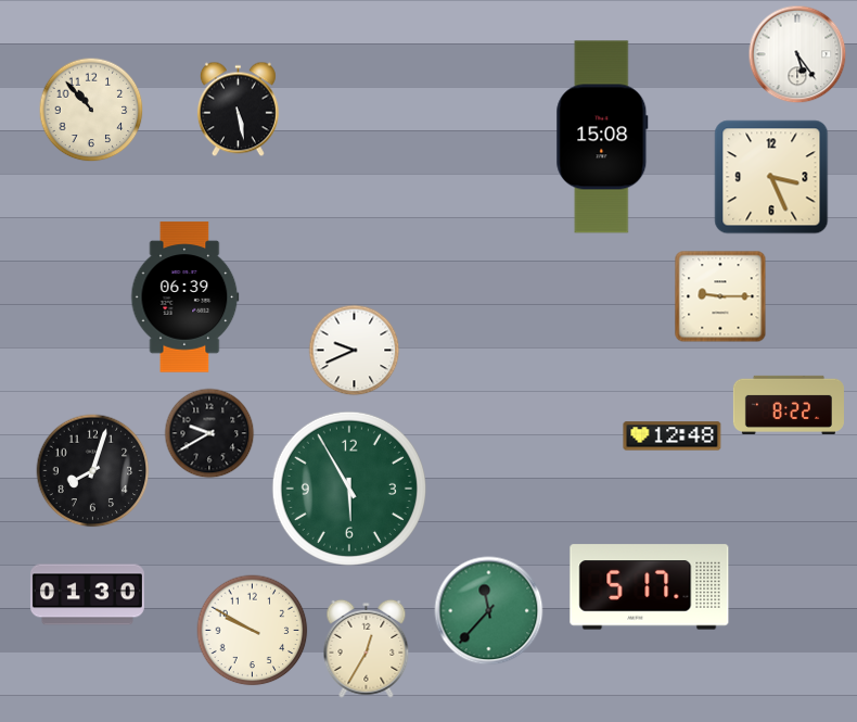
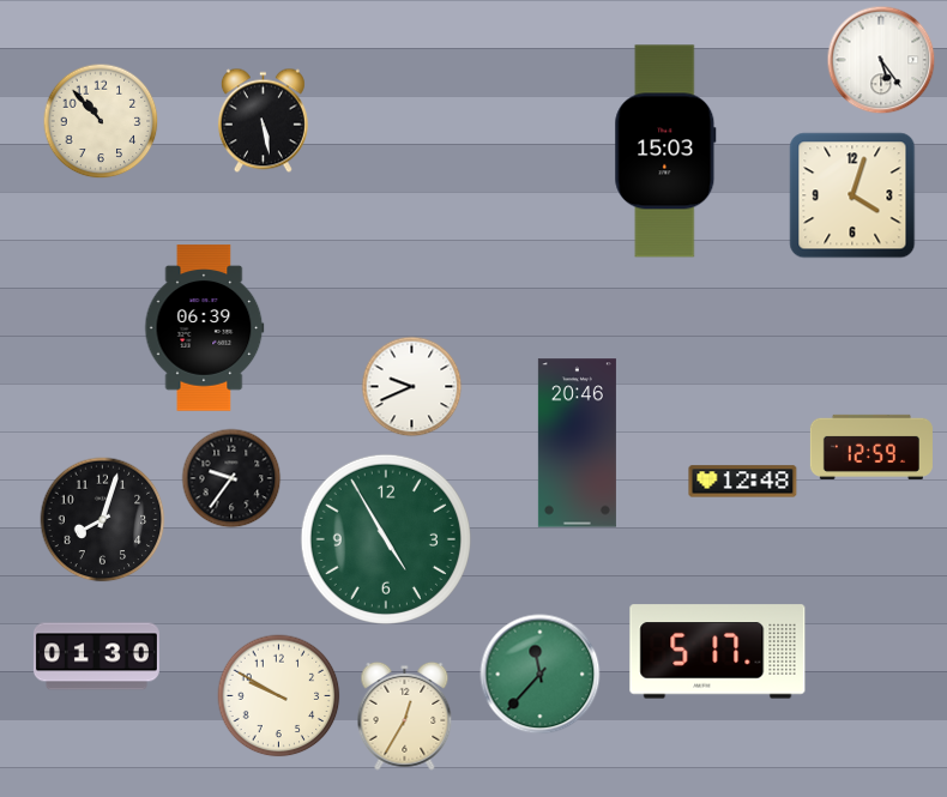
clock at (602, 137): 15:08 -> 15:03
clock at (771, 177): 3:26 -> 4:03
clock at (720, 296): 9:15 -> none
clock at (355, 351) position: (355, 351) -> (412, 387)
clock at (577, 443): none -> 20:46
clock at (789, 405): 8:22 -> 12:59
clock at (209, 433): 9:40 -> 9:36
clock at (349, 489): 5:55 -> 4:55
clock at (650, 587) position: (650, 587) -> (718, 652)
